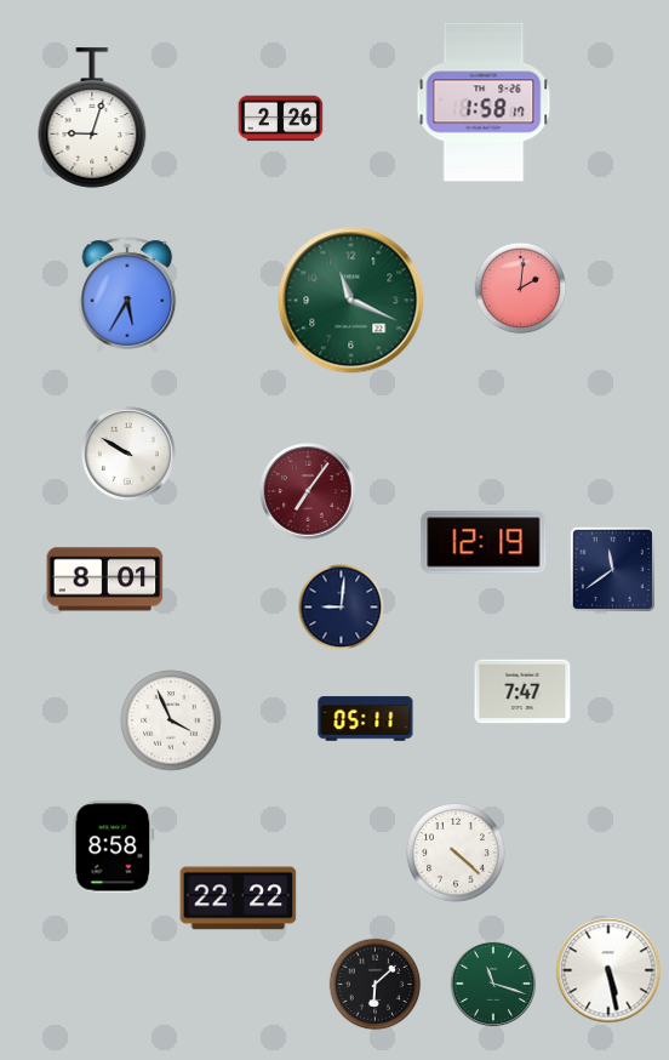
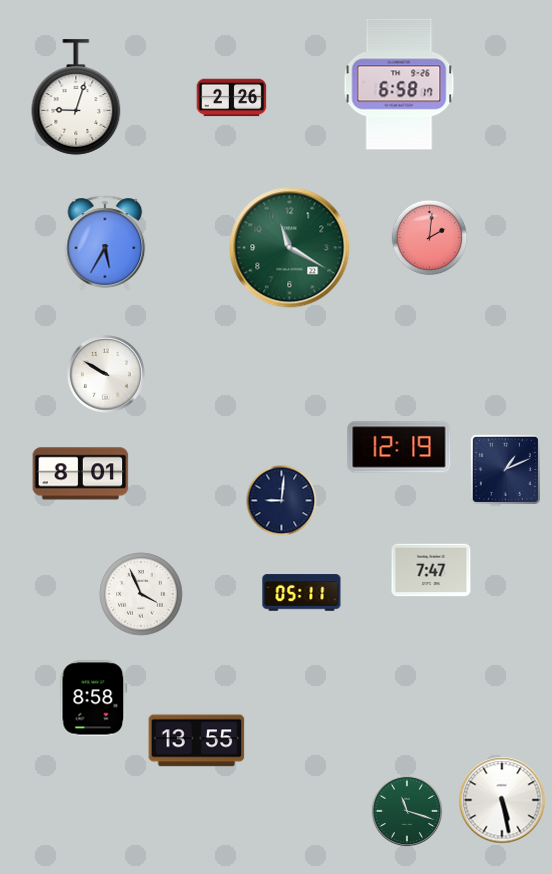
clock at (484, 102): 1:58 -> 6:58
clock at (351, 301): 11:19 -> 11:20
clock at (308, 491): 7:06 -> none
clock at (612, 569): 11:39 -> 1:11
clock at (105, 580) position: (105, 580) -> (81, 474)
clock at (456, 853): 4:22 -> none
clock at (239, 899): 22:22 -> 13:55
clock at (376, 985): 6:08 -> none
